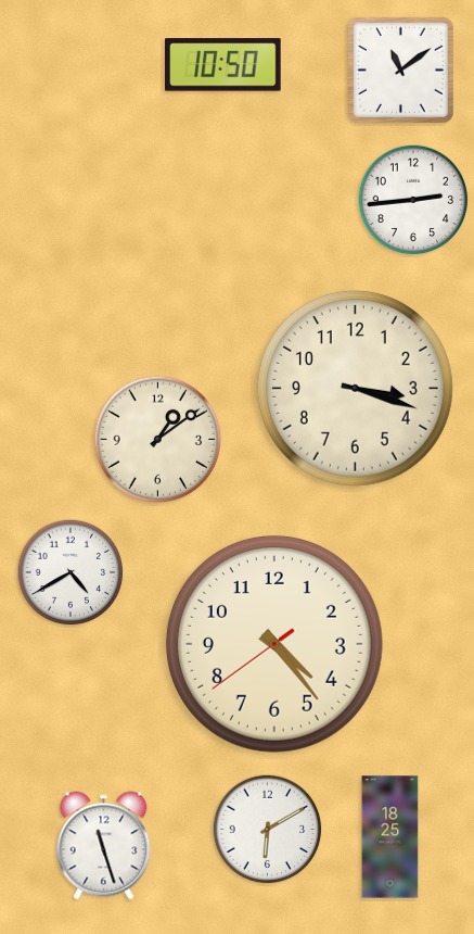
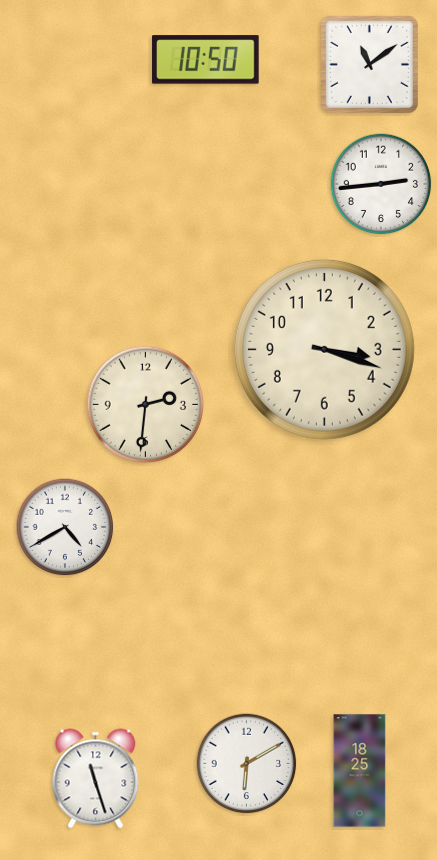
clock at (355, 388) position: (355, 388) -> (324, 349)
clock at (157, 439): 1:09 -> 2:31
clock at (274, 644): 4:23 -> none
